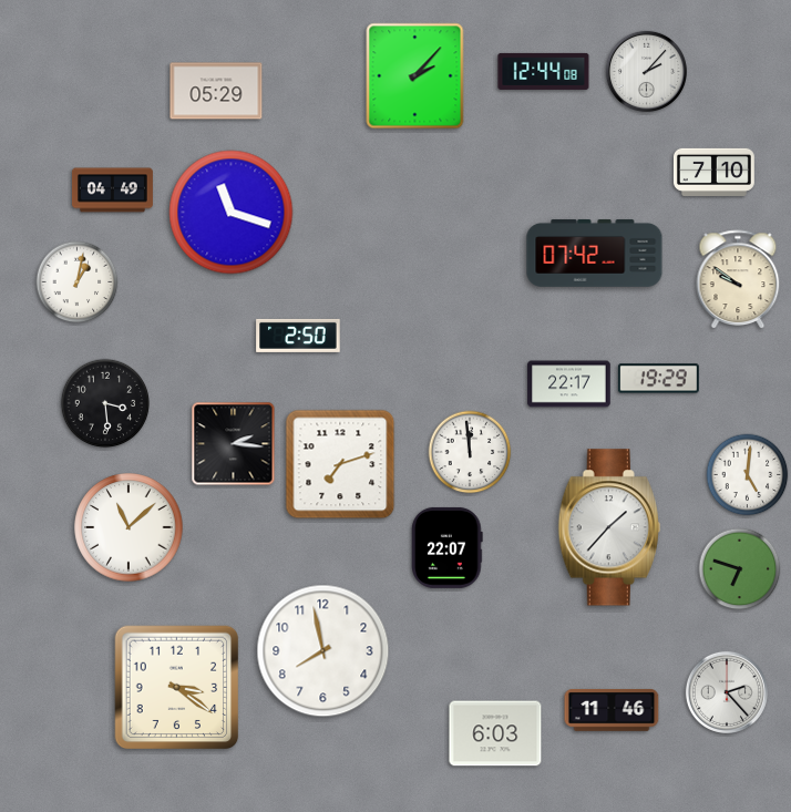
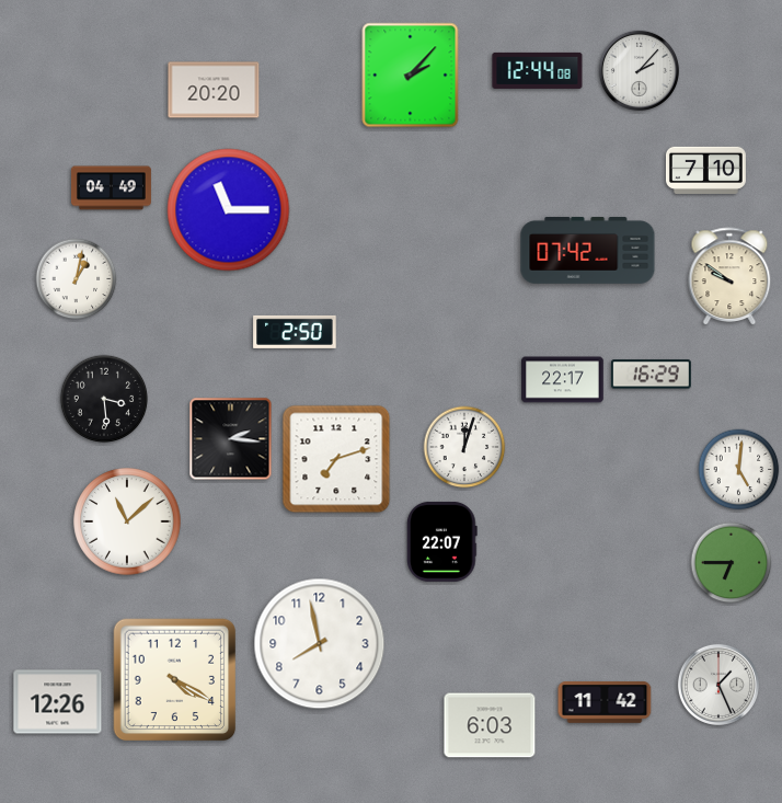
clock at (216, 91): 05:29 -> 20:20
clock at (232, 213): 11:18 -> 11:15
clock at (658, 379): 19:29 -> 16:29
clock at (470, 452): 11:59 -> 12:03
clock at (609, 527): 1:37 -> none
clock at (740, 569): 6:48 -> 6:45
clock at (177, 688): 3:21 -> 4:20
clock at (727, 692): 2:23 -> 1:26
clock at (58, 702): none -> 12:26
clock at (612, 710): 11:46 -> 11:42
